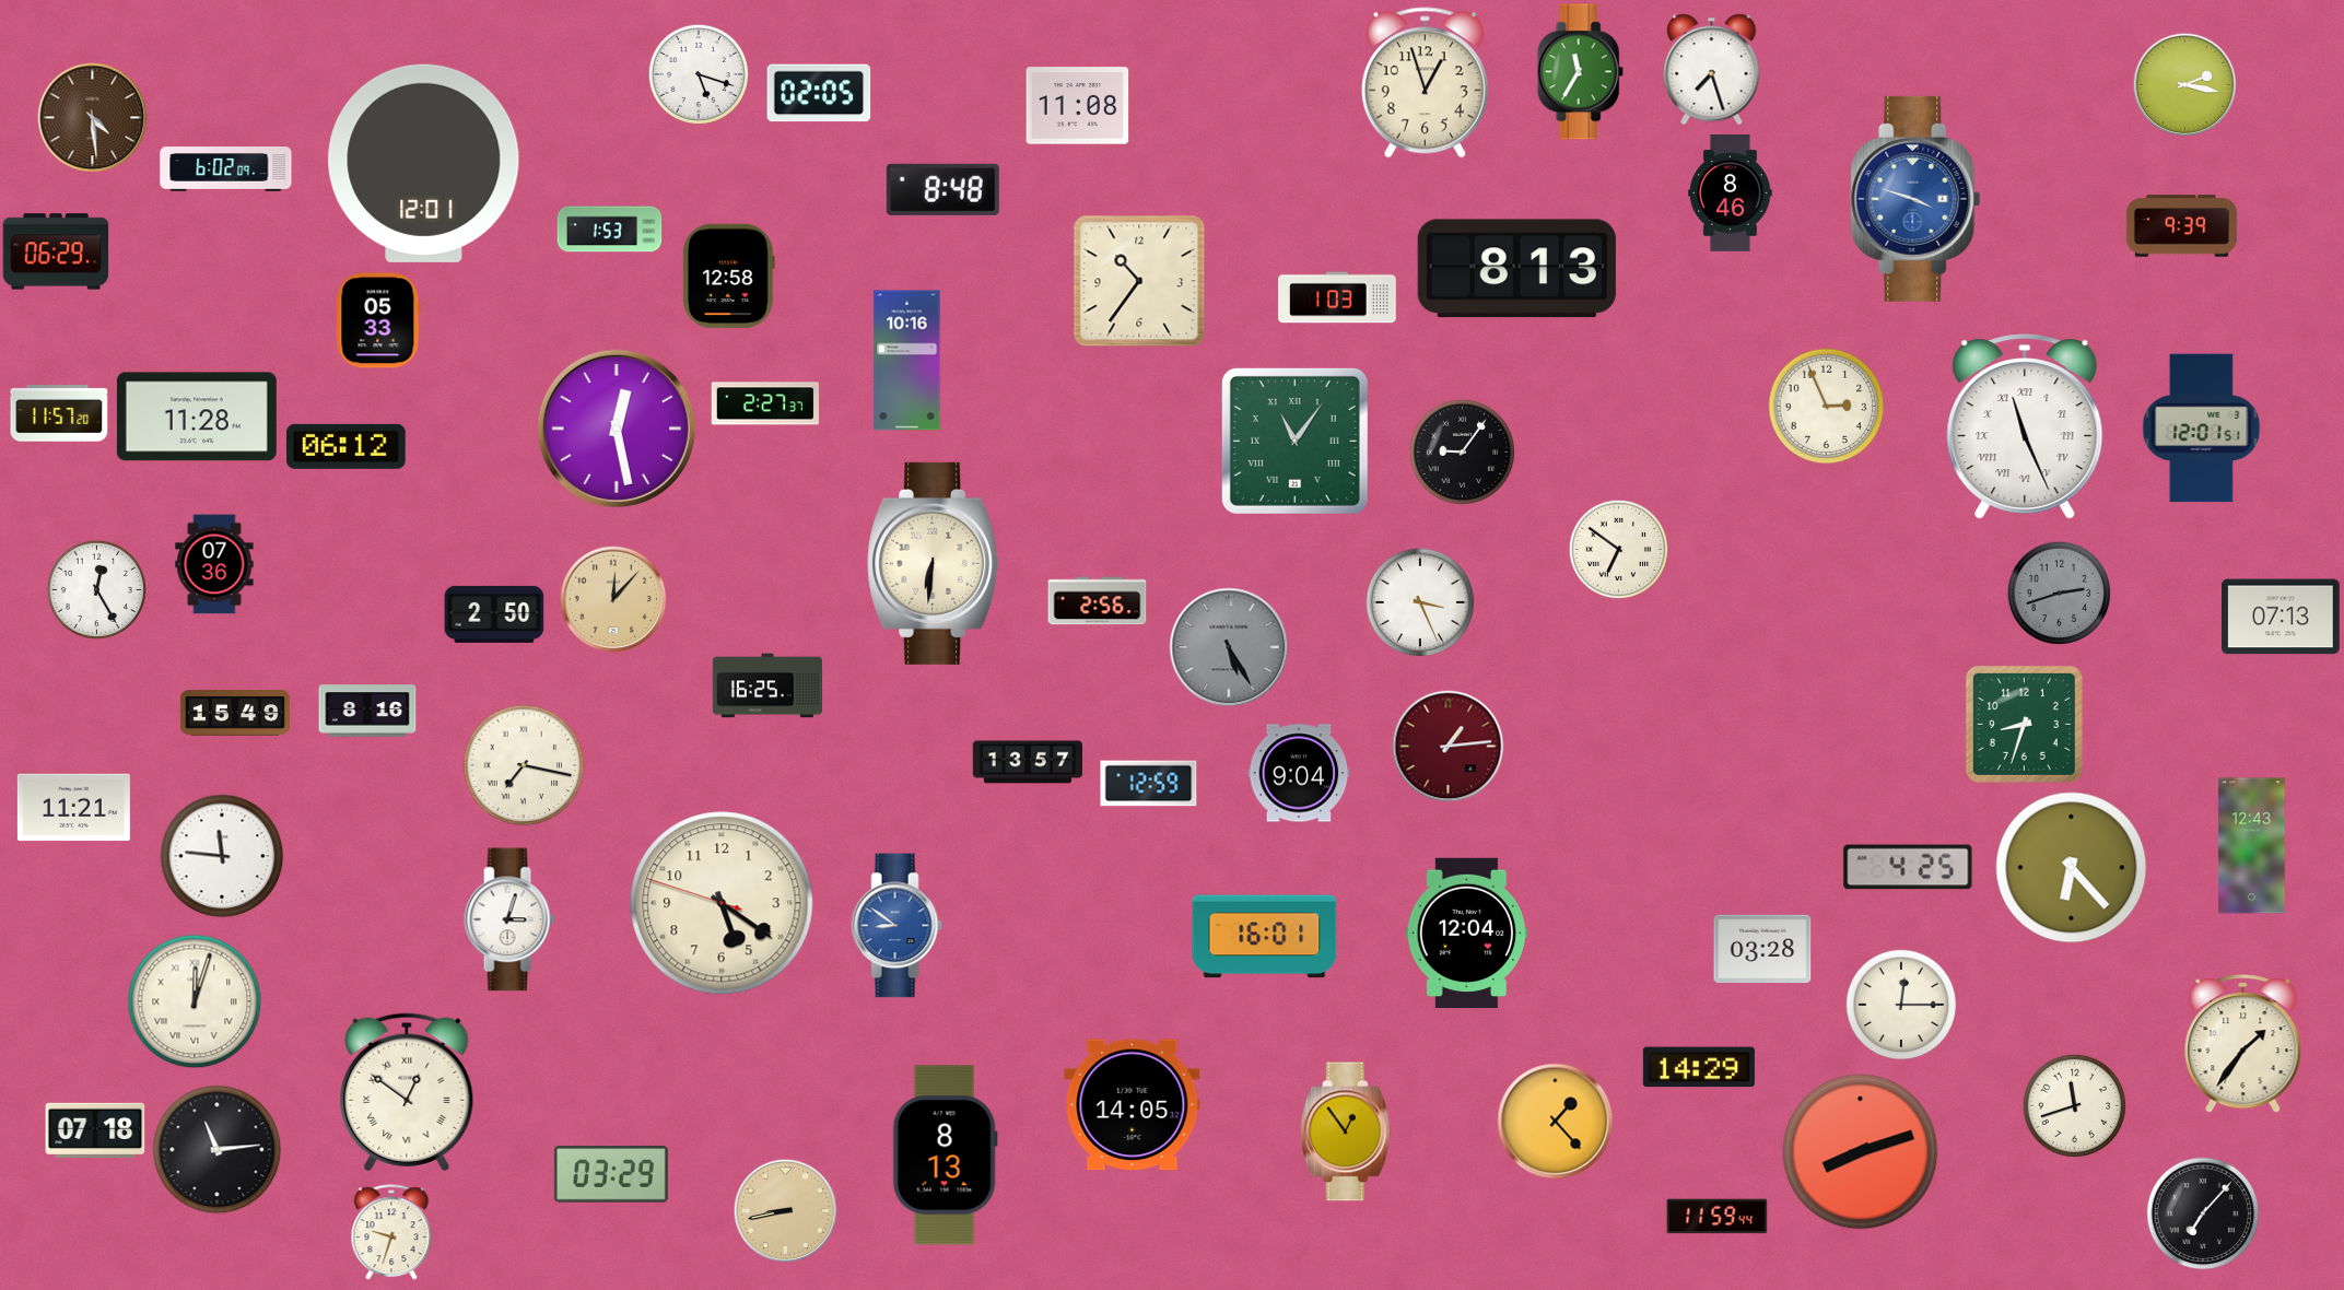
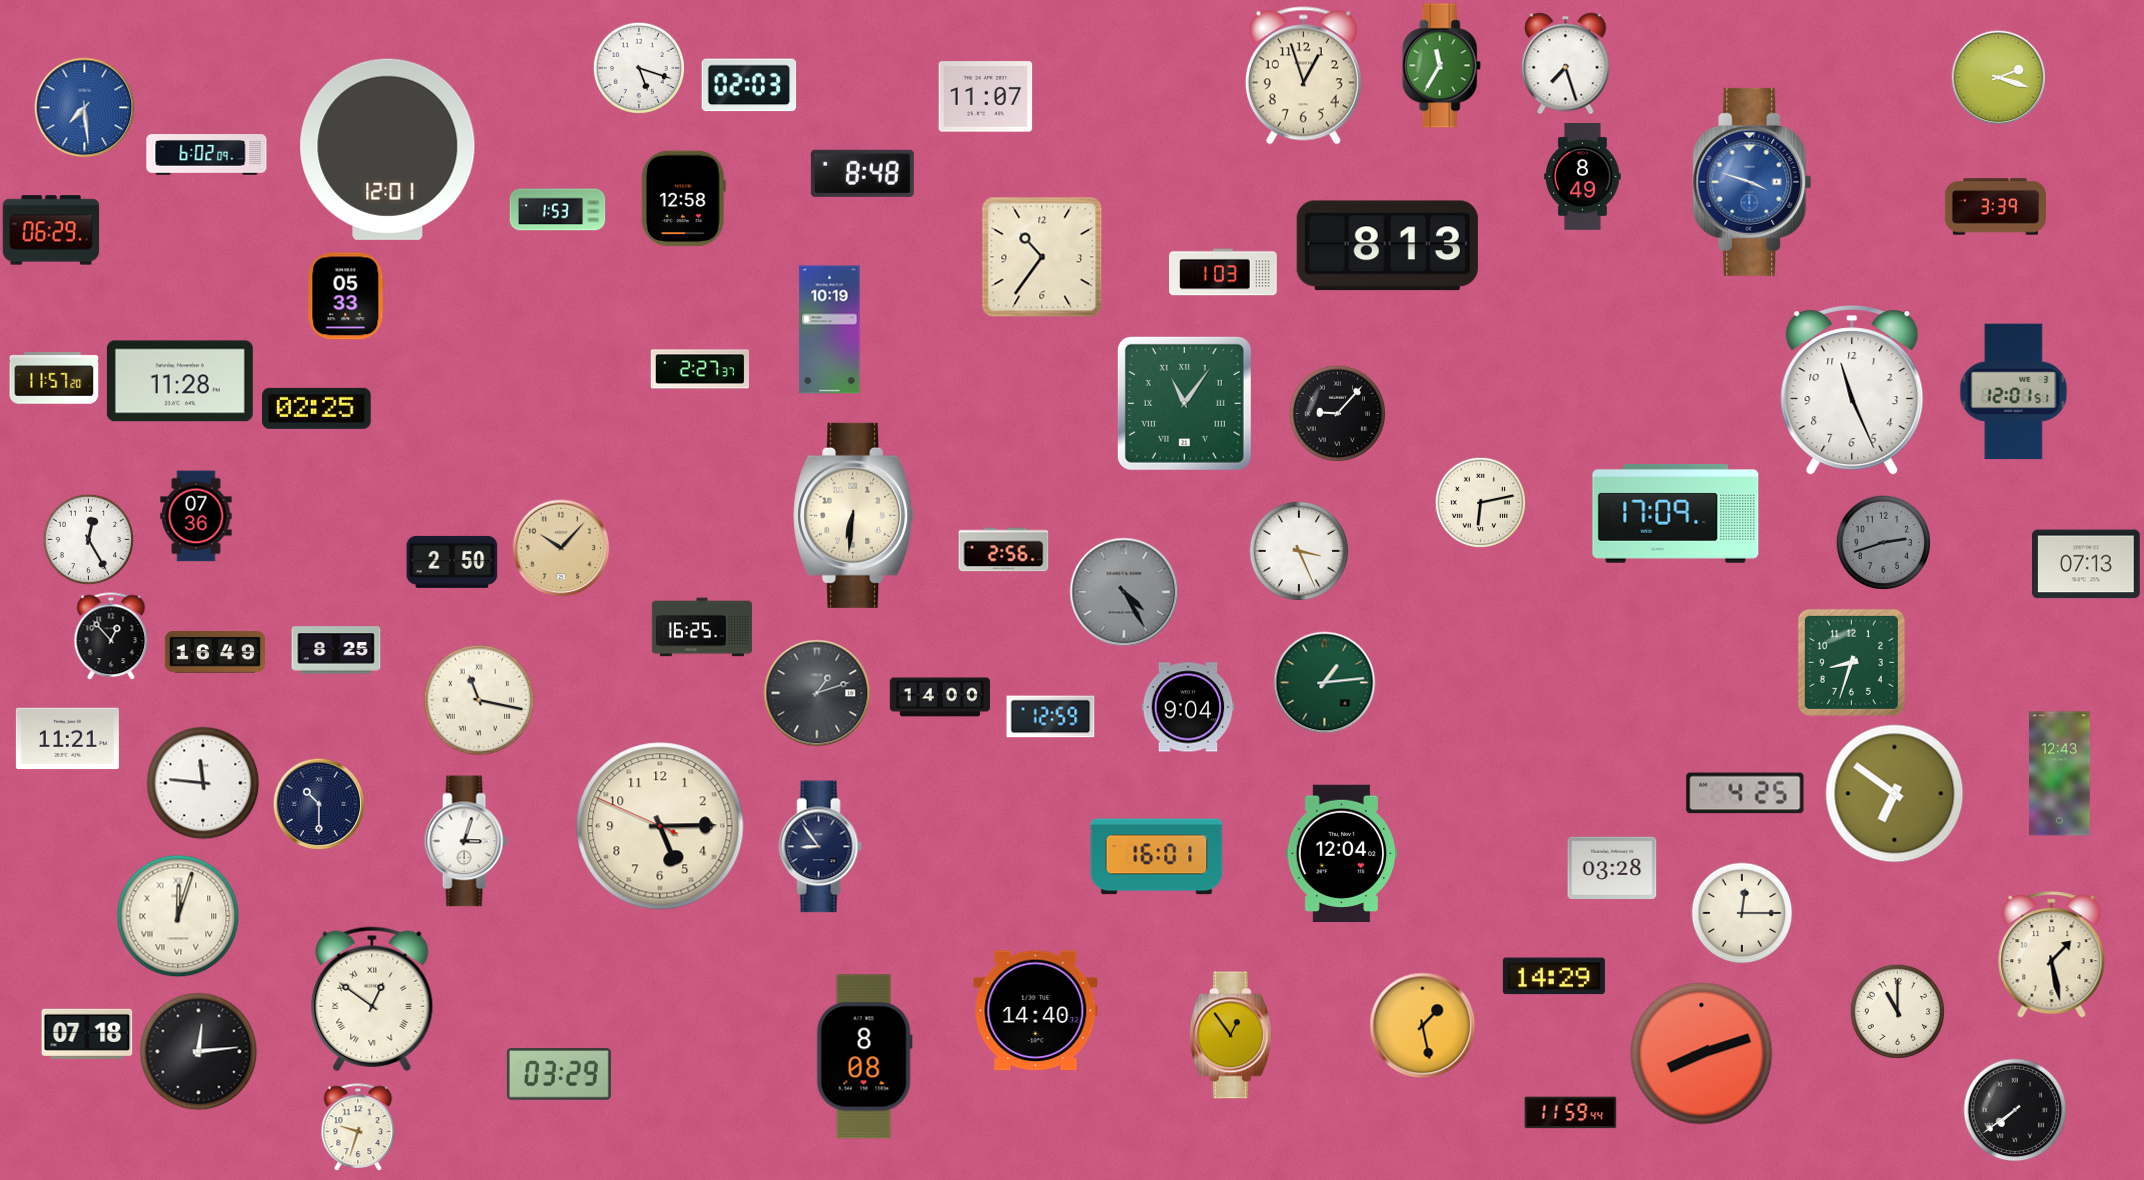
clock at (1580, 72) position: (1580, 72) -> (1441, 66)
clock at (2184, 84): 2:17 -> 2:18
clock at (819, 93): 02:05 -> 02:03
clock at (1078, 106): 11:08 -> 11:07
clock at (93, 118): 4:29 -> 7:29
clock at (93, 118) dial: brown -> blue
clock at (1731, 193): 8:46 -> 8:49
clock at (2181, 226): 9:39 -> 3:39
clock at (728, 277) position: (728, 277) -> (683, 199)
clock at (378, 320) position: (378, 320) -> (346, 296)
clock at (907, 361): 10:16 -> 10:19
clock at (1827, 407): 2:56 -> none
clock at (2025, 427) numerals: Roman -> Arabic
clock at (617, 429): 12:28 -> none
clock at (347, 446): 06:12 -> 02:25
clock at (1462, 451): 9:06 -> 9:07
clock at (1618, 549): 6:51 -> 6:13
clock at (1676, 514): none -> 17:09
clock at (613, 599): 12:07 -> 10:07
clock at (1229, 647): 5:25 -> 4:25
clock at (111, 636): none -> 12:53
clock at (367, 711): 8:16 -> 8:25
clock at (235, 713): 15:49 -> 16:49
clock at (1449, 747) dial: burgundy -> green
clock at (817, 693): none -> 1:12
clock at (1027, 762): 13:57 -> 14:00
clock at (524, 765): 7:17 -> 11:17
clock at (2072, 868): 6:23 -> 6:51
clock at (319, 804): none -> 10:30
clock at (722, 903): 5:20 -> 5:14
clock at (898, 926): 8:51 -> 8:54
clock at (898, 926) dial: blue -> navy
clock at (1901, 1005) position: (1901, 1005) -> (1742, 913)
clock at (2243, 1044): 1:36 -> 1:28
clock at (1133, 1105): 14:05 -> 14:40
clock at (2074, 1105): 11:42 -> 11:00
clock at (1556, 1122): 1:23 -> 1:28
clock at (218, 1150): 11:14 -> 12:14
clock at (945, 1156): 8:13 -> 8:08
clock at (785, 1210): 8:43 -> none
clock at (2203, 1213): 7:07 -> 7:39
